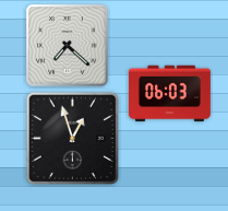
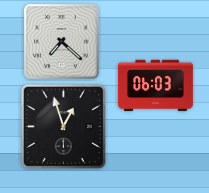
clock at (73, 139) position: (73, 139) -> (64, 127)
